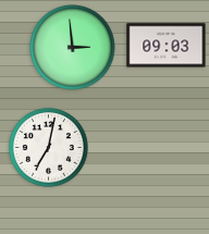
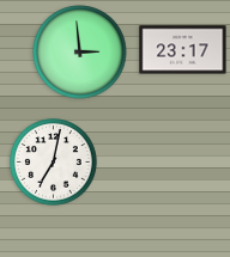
clock at (167, 46): 09:03 -> 23:17
